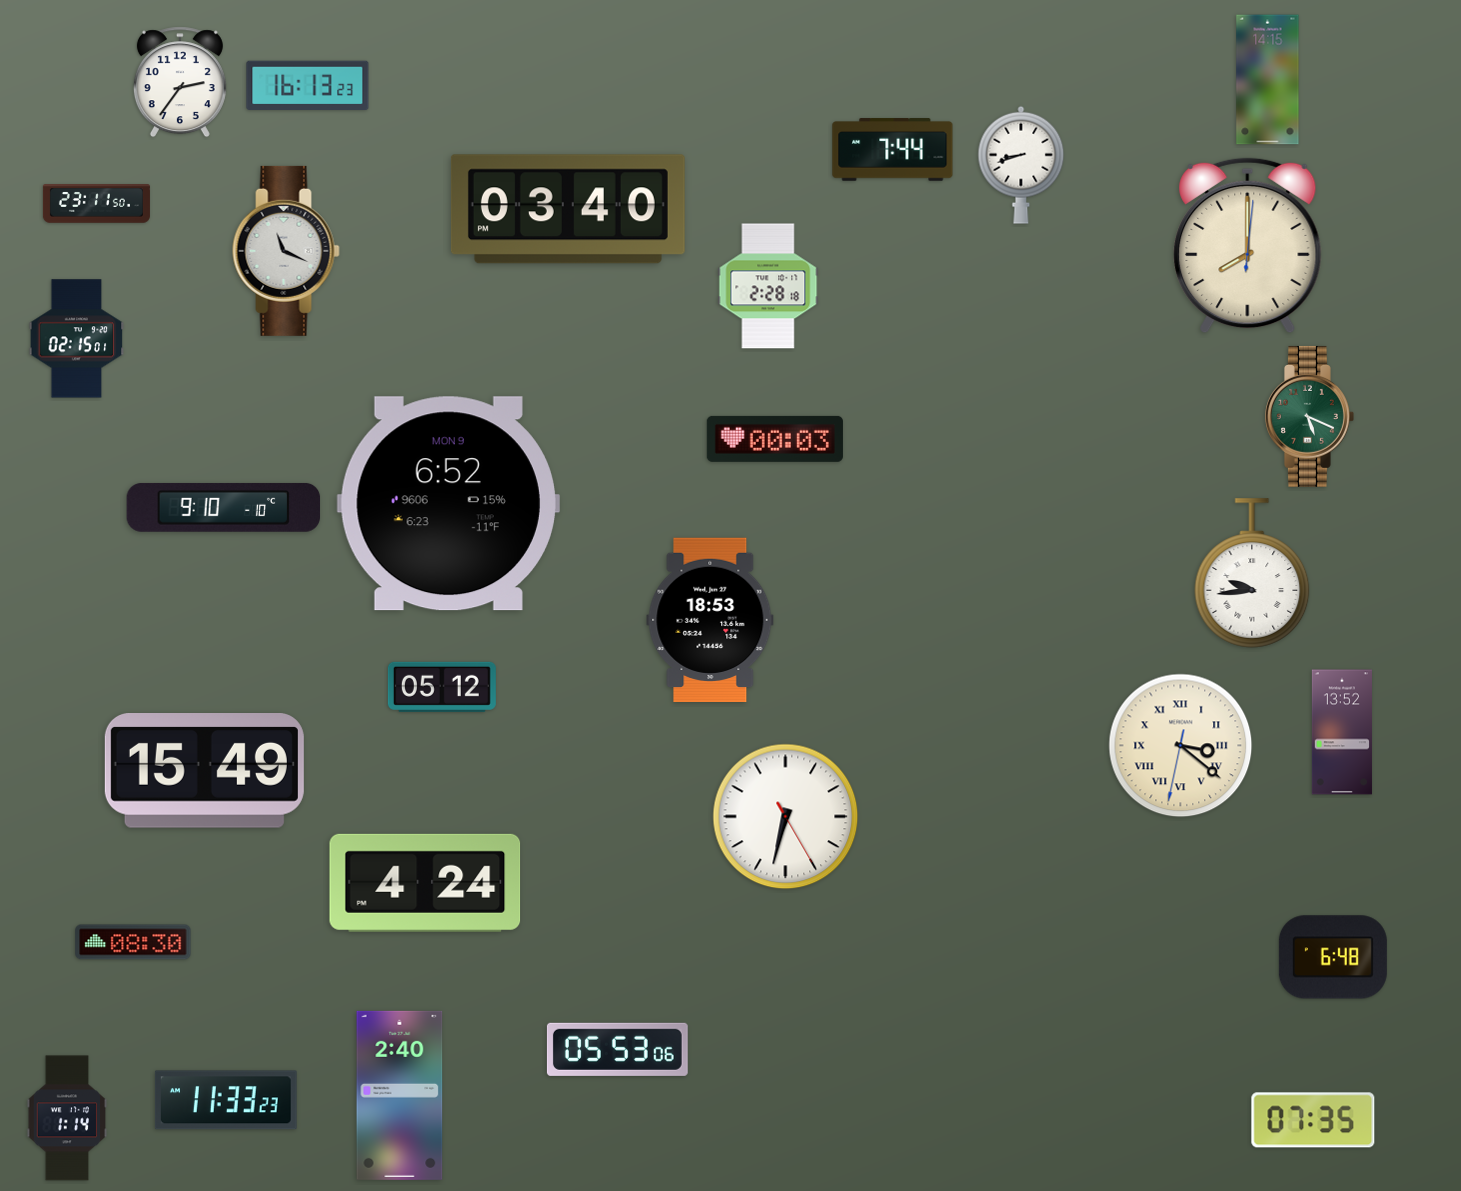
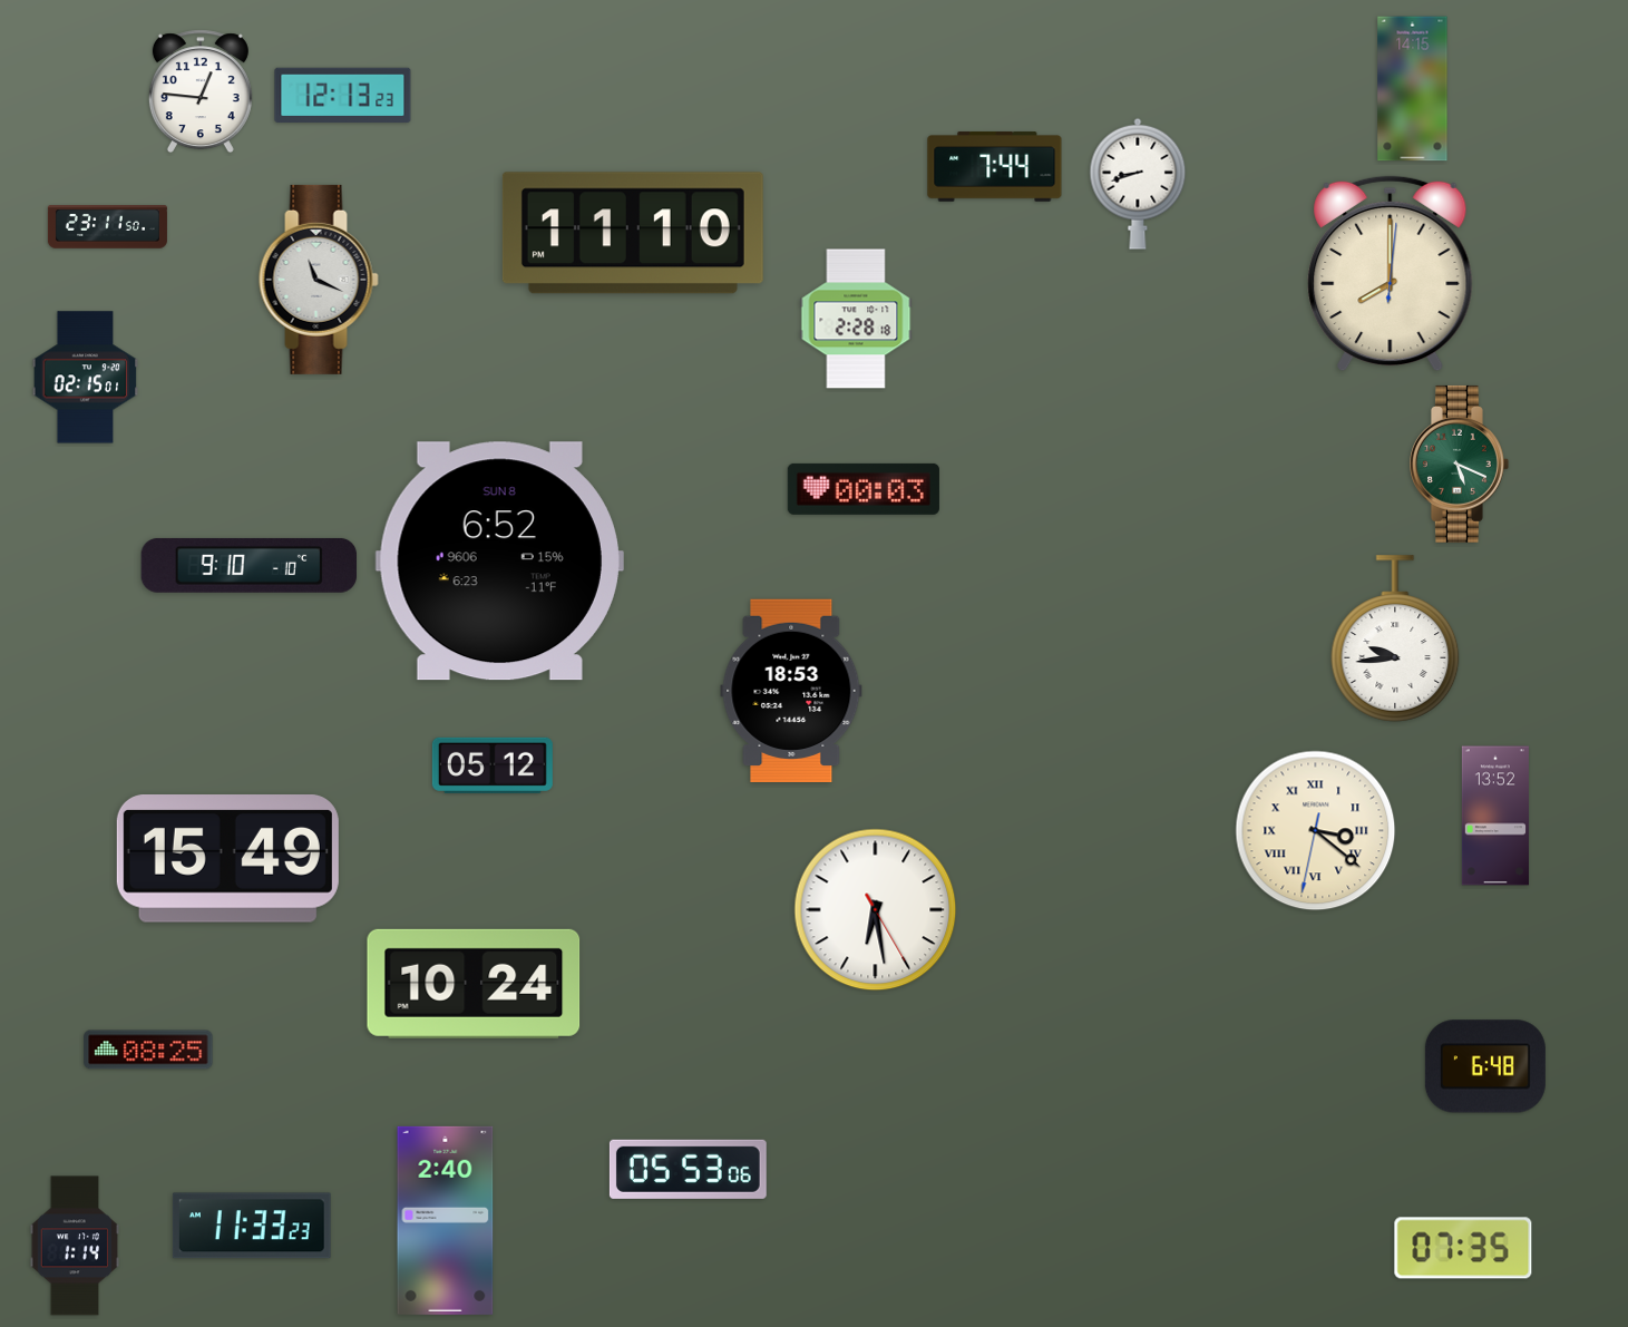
clock at (180, 82): 2:36 -> 12:46
clock at (308, 86): 16:13 -> 12:13
clock at (568, 209): 03:40 -> 11:10
clock at (448, 504) date: MON 9 -> SUN 8
clock at (786, 817): 6:32 -> 6:28
clock at (425, 883): 4:24 -> 10:24
clock at (133, 942): 08:30 -> 08:25
